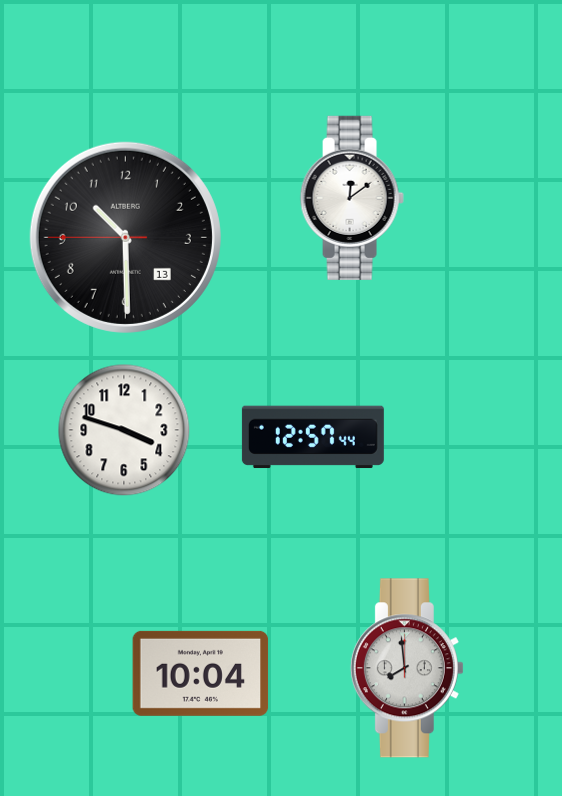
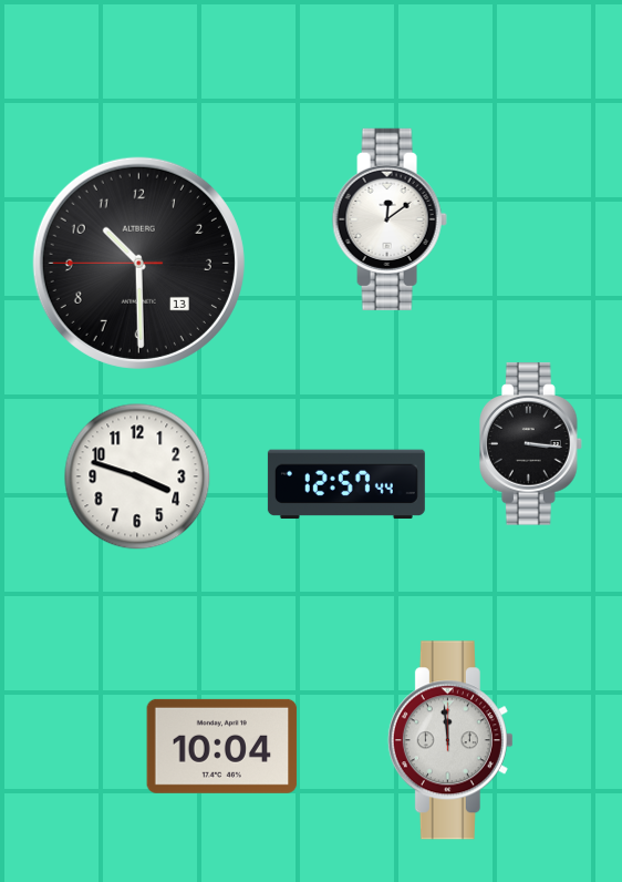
clock at (531, 444): none -> 3:16
clock at (407, 668): 7:59 -> 11:59
